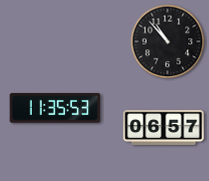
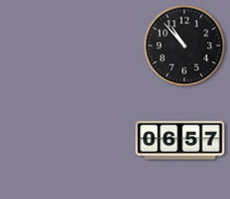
clock at (55, 108): 11:35 -> none
